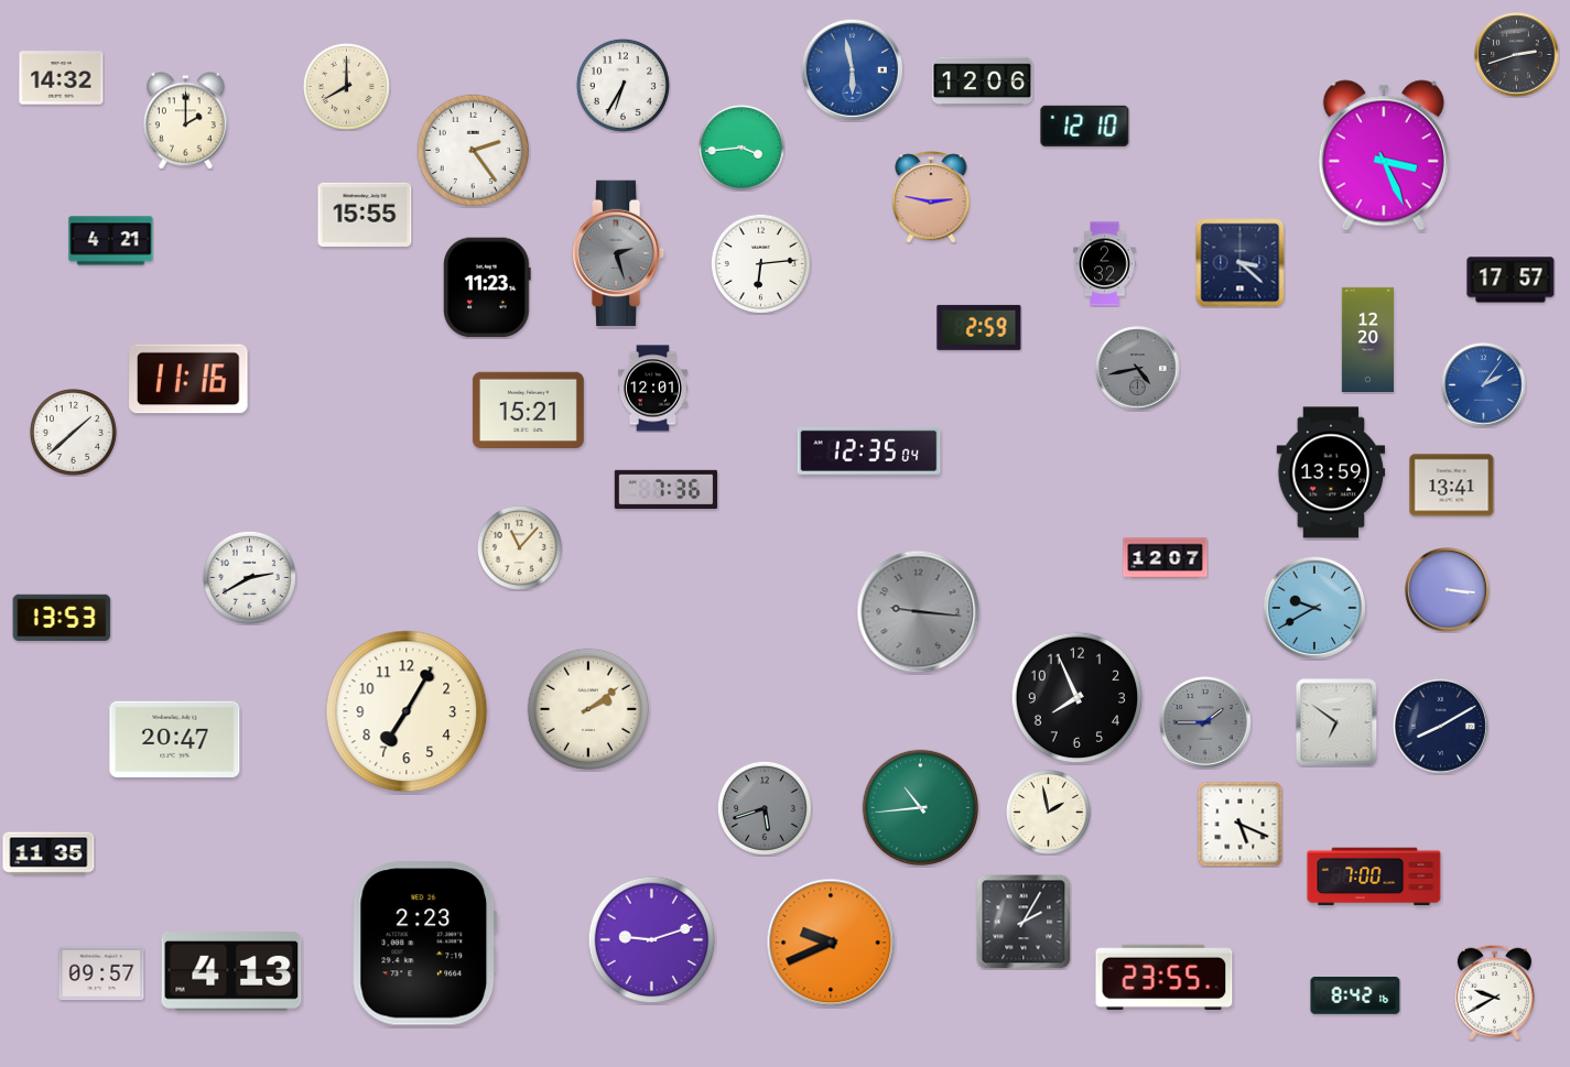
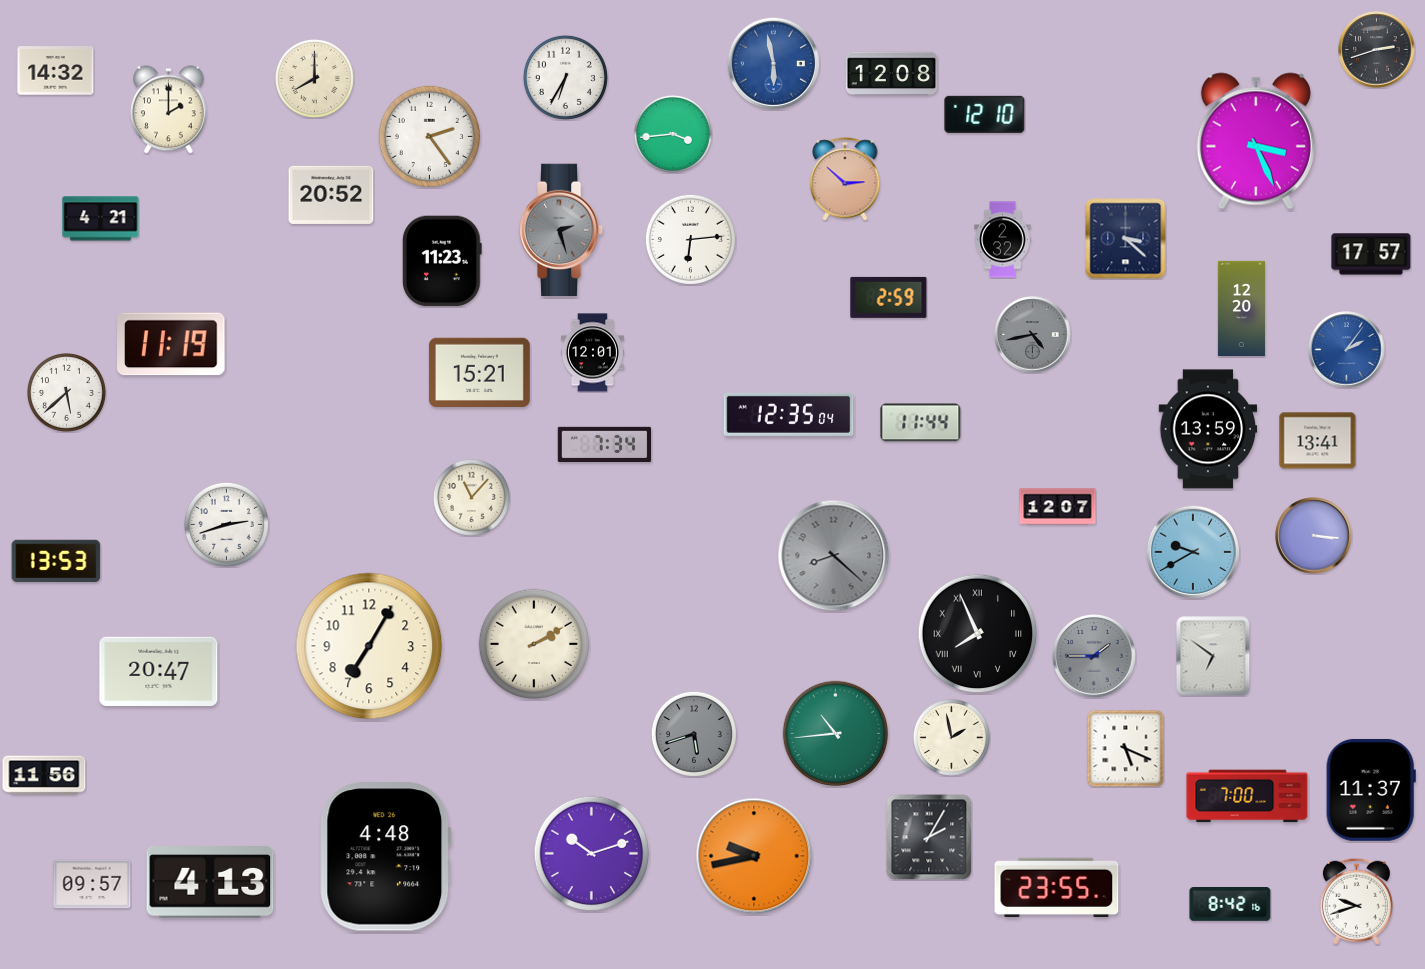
clock at (983, 81): 12:06 -> 12:08
clock at (931, 197): 2:47 -> 2:52
clock at (365, 215): 15:55 -> 20:52
clock at (188, 379): 11:16 -> 11:19
clock at (73, 432): 1:38 -> 5:38
clock at (869, 450) position: (869, 450) -> (789, 414)
clock at (921, 423): none -> 11:44
clock at (667, 490): 7:36 -> 7:34
clock at (249, 577): 2:40 -> 2:42
clock at (919, 612): 9:16 -> 8:22
clock at (1078, 698) numerals: Arabic -> Roman
clock at (588, 709): 2:09 -> 2:10
clock at (1440, 726): 8:10 -> none
clock at (48, 853): 11:35 -> 11:56
clock at (1371, 790): none -> 11:37
clock at (652, 940): 9:12 -> 10:12
clock at (831, 943): 9:41 -> 9:43
clock at (425, 944): 2:23 -> 4:48
clock at (1494, 992): 9:40 -> 9:42
